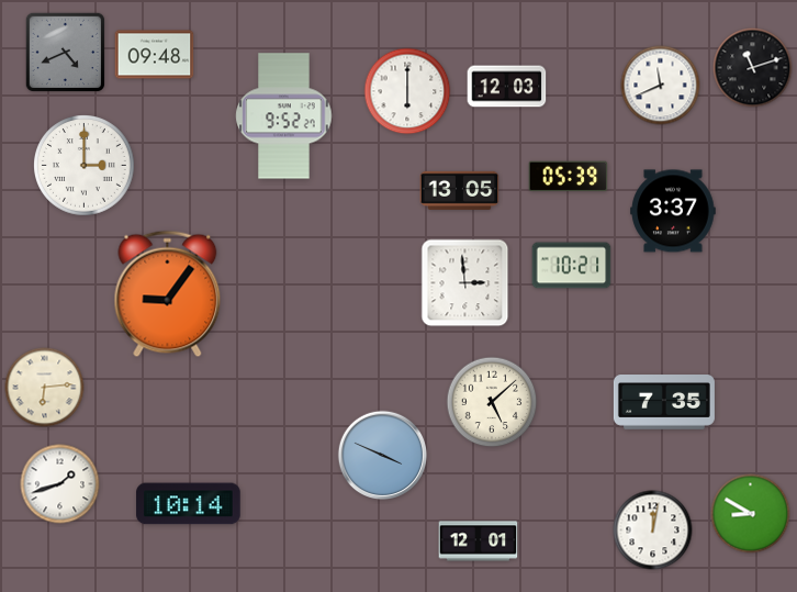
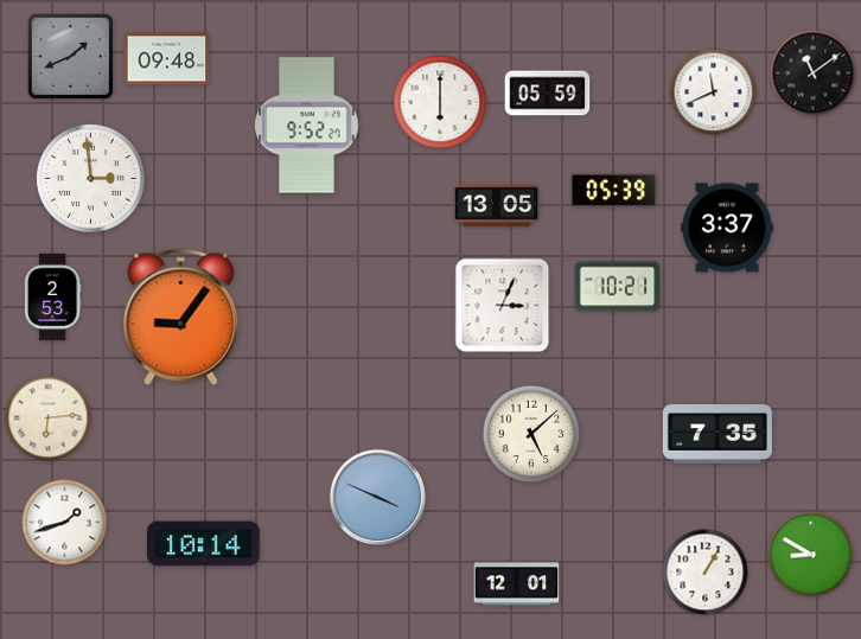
clock at (66, 53): 4:41 -> 1:41
clock at (753, 68): 11:12 -> 11:09
clock at (507, 87): 12:03 -> 05:59
clock at (407, 91) position: (407, 91) -> (440, 102)
clock at (85, 166): 3:00 -> 2:59
clock at (52, 298): none -> 2:53
clock at (465, 283): 2:59 -> 3:04
clock at (382, 455) position: (382, 455) -> (377, 497)
clock at (653, 530): 12:02 -> 1:05
